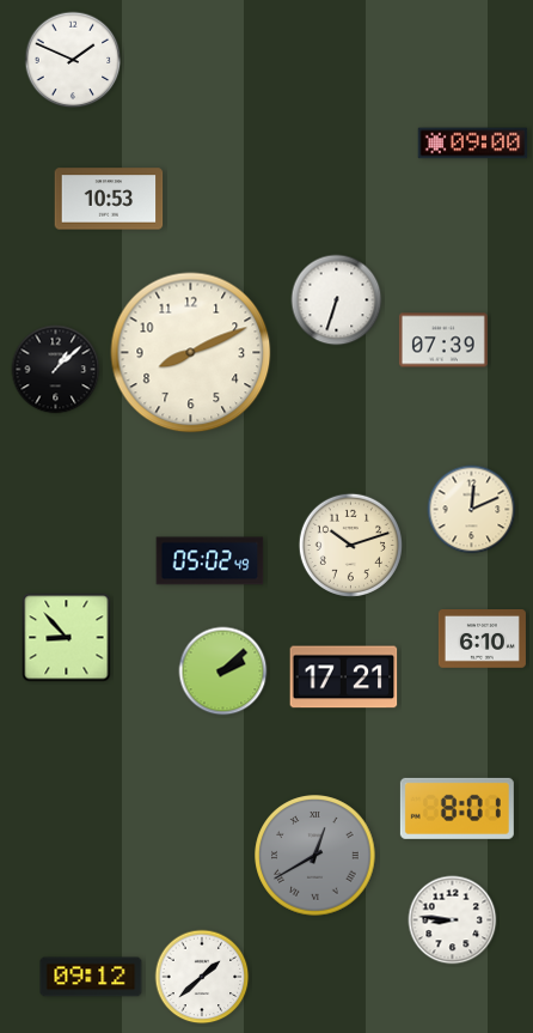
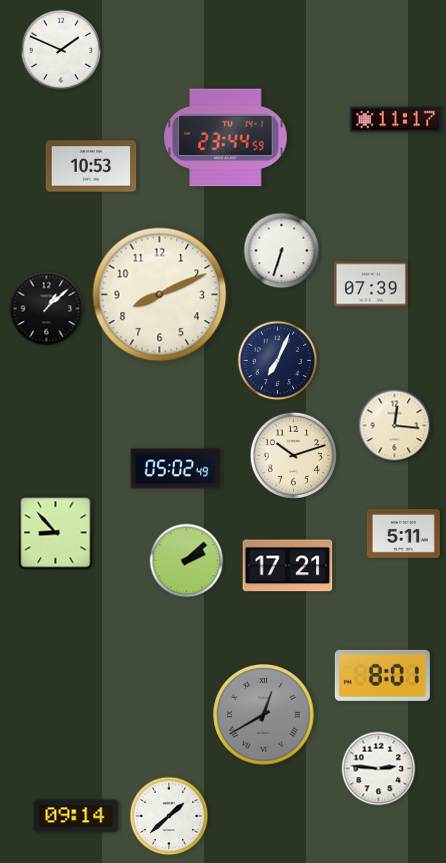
clock at (473, 144): 09:00 -> 11:17
clock at (226, 138): none -> 23:44
clock at (278, 361): none -> 7:04
clock at (472, 510): 12:11 -> 12:16
clock at (482, 639): 6:10 -> 5:11
clock at (453, 920): 8:46 -> 2:46
clock at (91, 977): 09:12 -> 09:14
